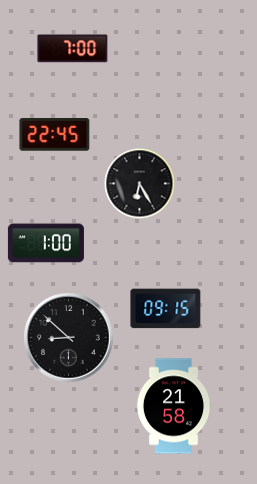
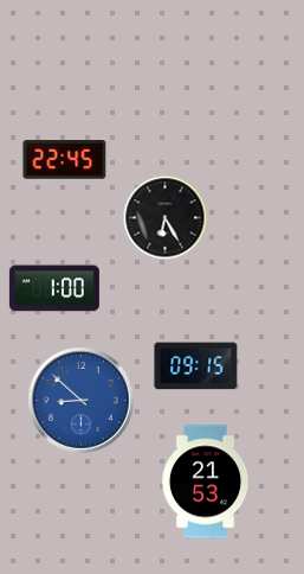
clock at (73, 49): 7:00 -> none
clock at (69, 338) dial: black -> blue
clock at (174, 406): 21:58 -> 21:53
